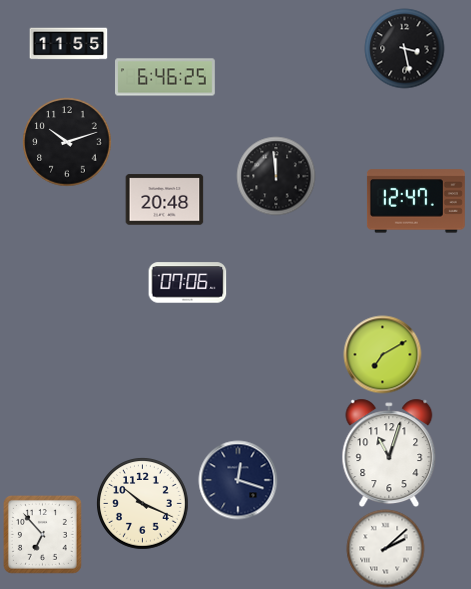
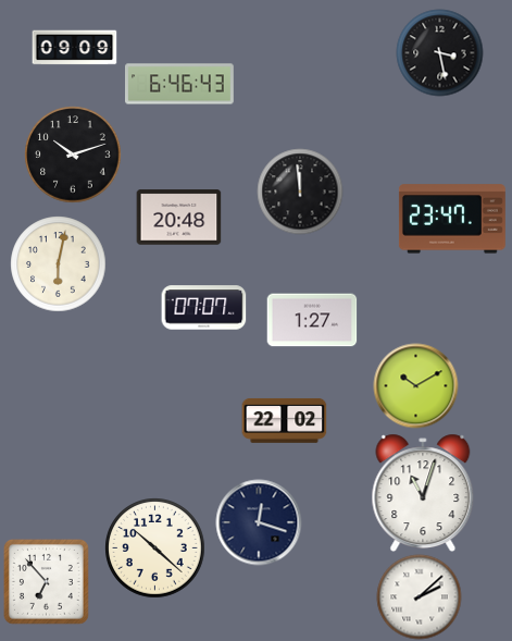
clock at (68, 44): 11:55 -> 09:09
clock at (166, 77): 6:46:25 -> 6:46:43
clock at (416, 201): 12:47 -> 23:47
clock at (58, 263): none -> 6:02
clock at (187, 283): 07:06 -> 07:07
clock at (312, 320): none -> 1:27
clock at (382, 354): 7:10 -> 10:10
clock at (284, 420): none -> 22:02
clock at (142, 503): 10:19 -> 10:22
